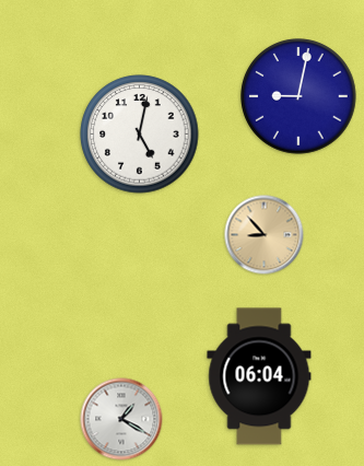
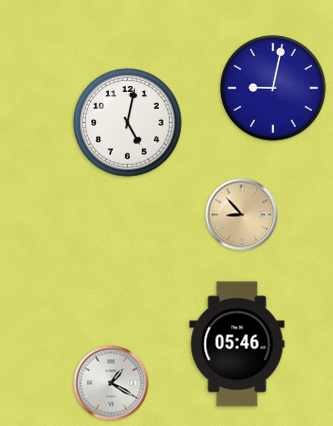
clock at (259, 376): 06:04 -> 05:46
